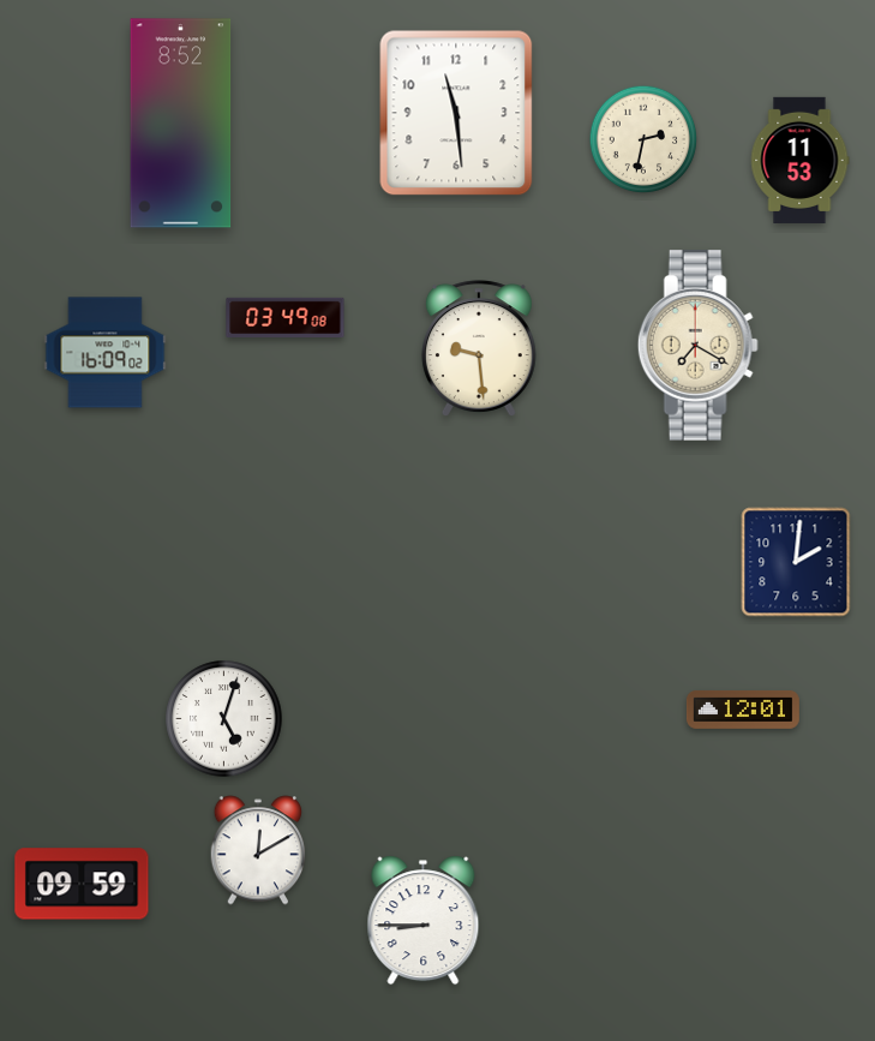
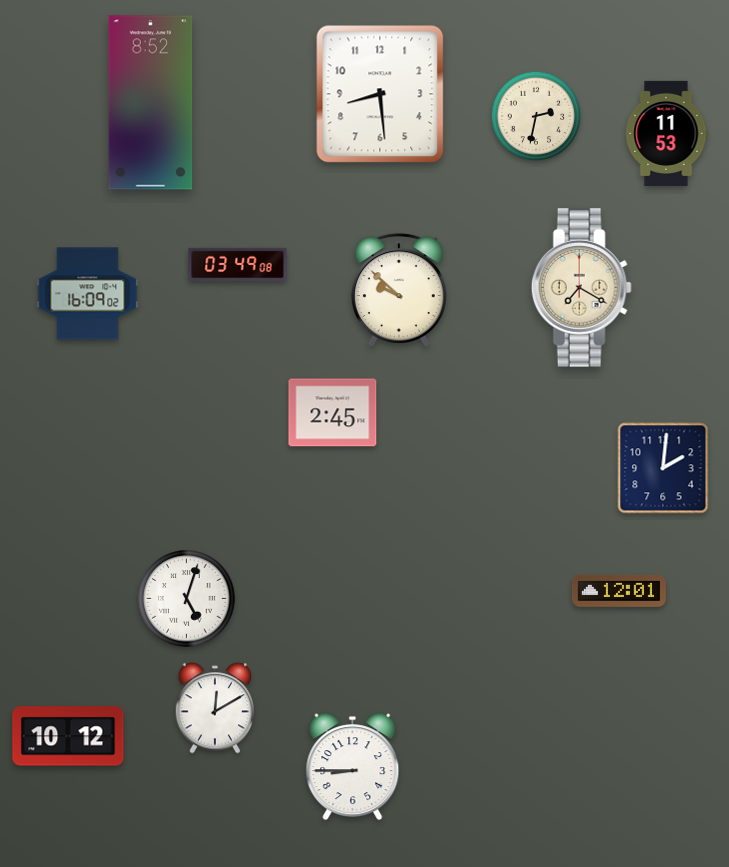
clock at (456, 113): 11:29 -> 8:29
clock at (479, 348): 9:29 -> 9:52
clock at (333, 413): none -> 2:45
clock at (82, 884): 09:59 -> 10:12
